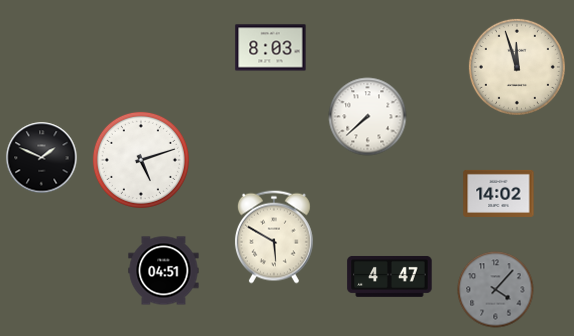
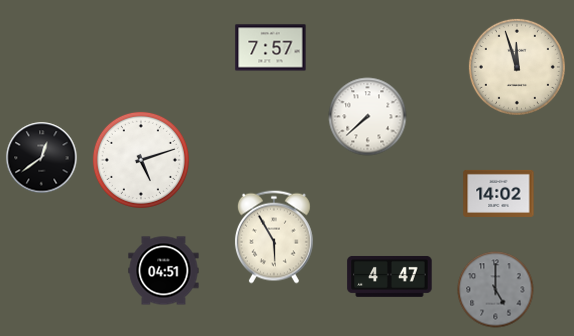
clock at (271, 48): 8:03 -> 7:57
clock at (42, 158): 1:49 -> 12:39
clock at (274, 237): 5:50 -> 5:55
clock at (496, 290): 4:07 -> 5:00
